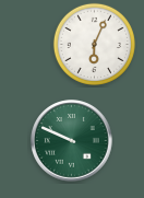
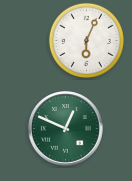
clock at (72, 141): 9:49 -> 12:49
